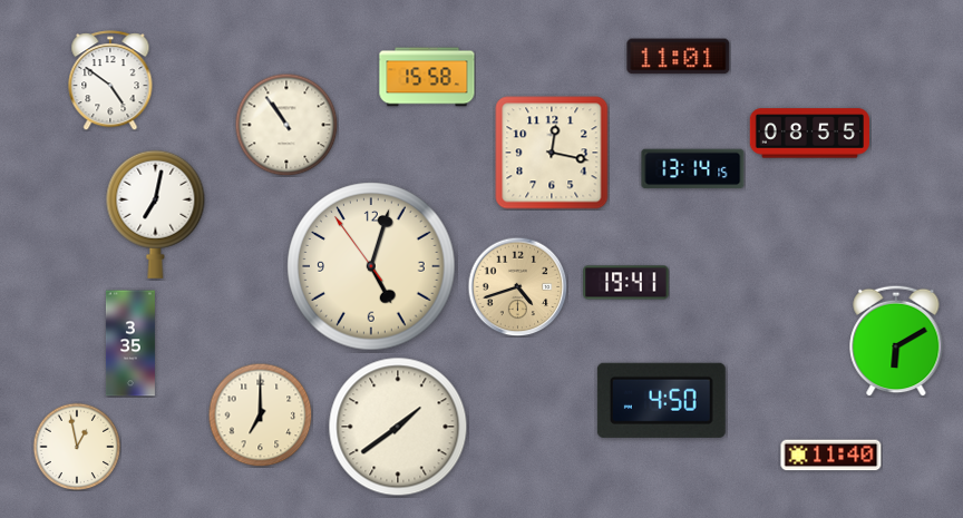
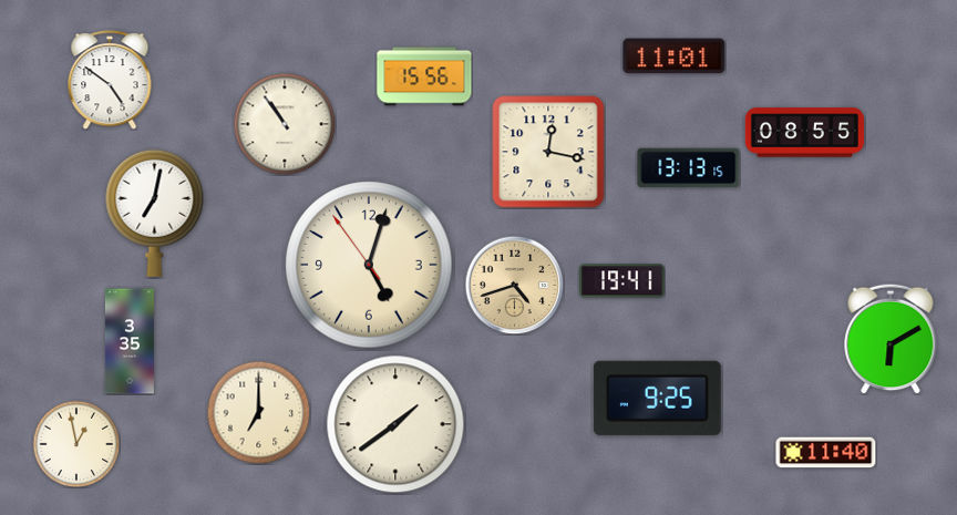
clock at (427, 77): 15:58 -> 15:56
clock at (693, 169): 13:14 -> 13:13
clock at (661, 400): 4:50 -> 9:25
